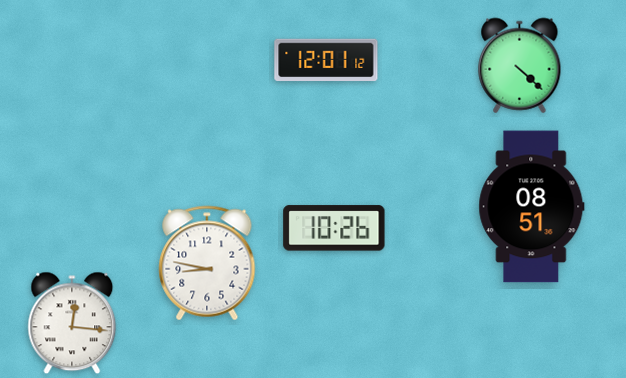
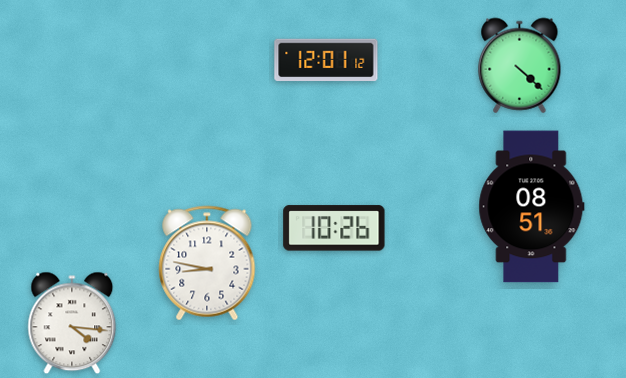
clock at (72, 323): 12:16 -> 4:16
